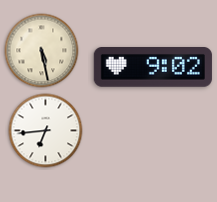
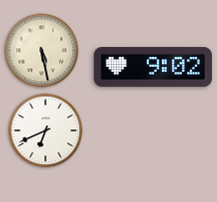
clock at (46, 131): 6:44 -> 6:41
